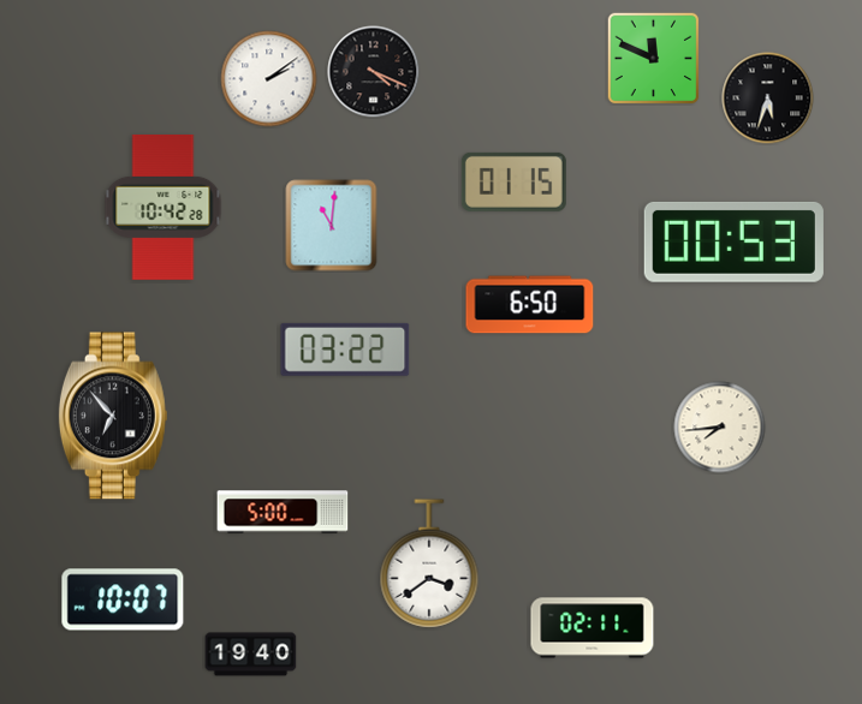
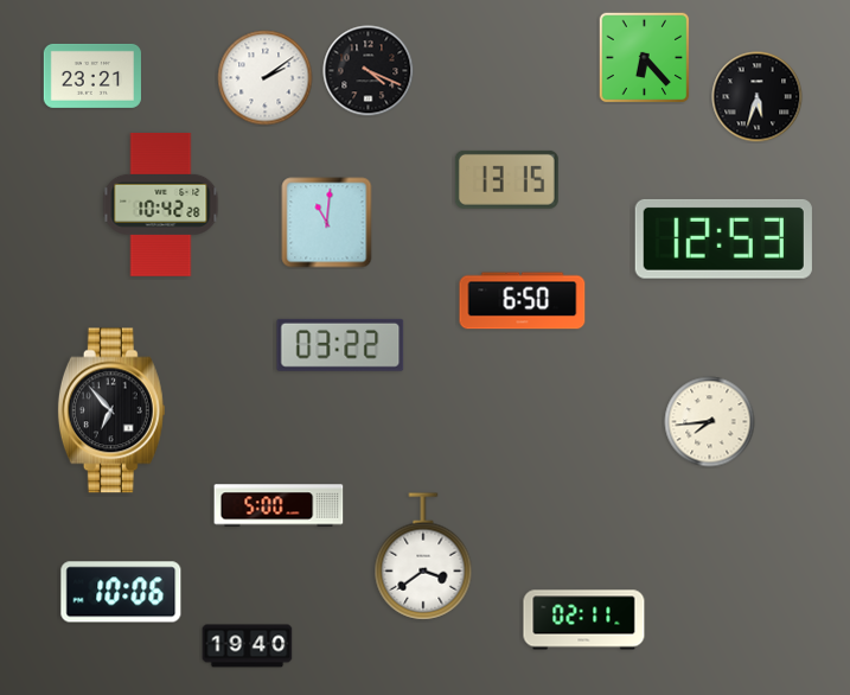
clock at (653, 58): 11:49 -> 6:23
clock at (92, 76): none -> 23:21
clock at (513, 181): 01:15 -> 13:15
clock at (733, 241): 00:53 -> 12:53
clock at (123, 599): 10:07 -> 10:06
